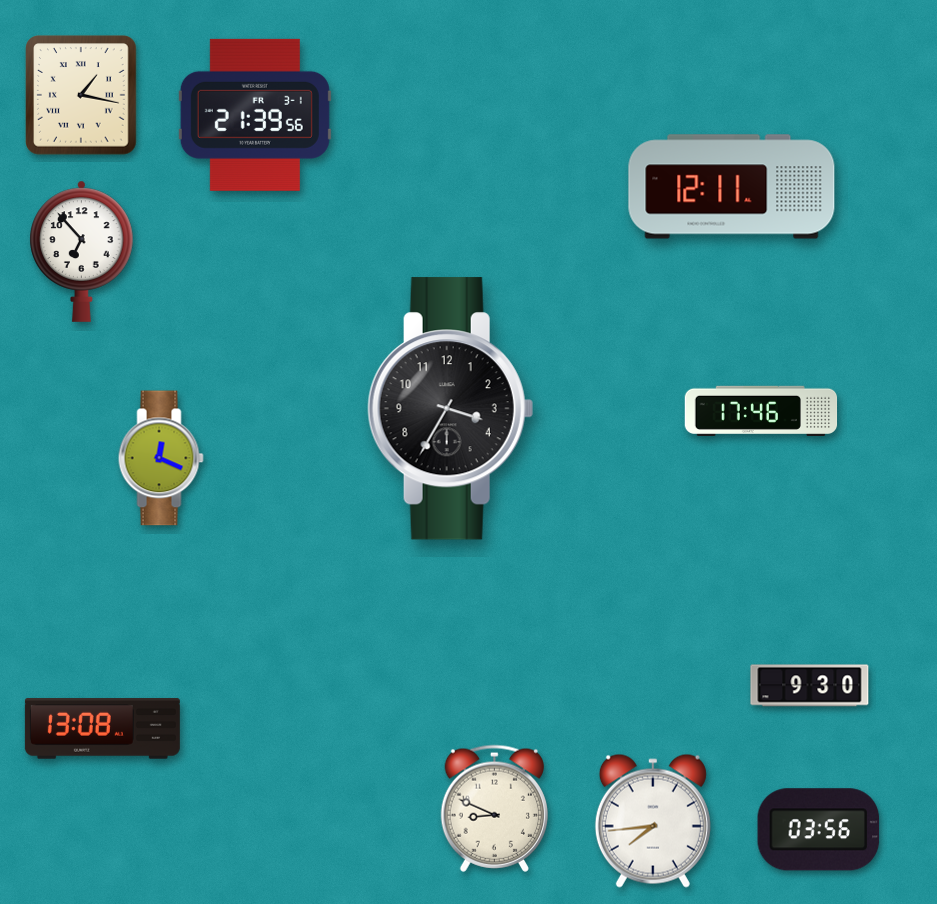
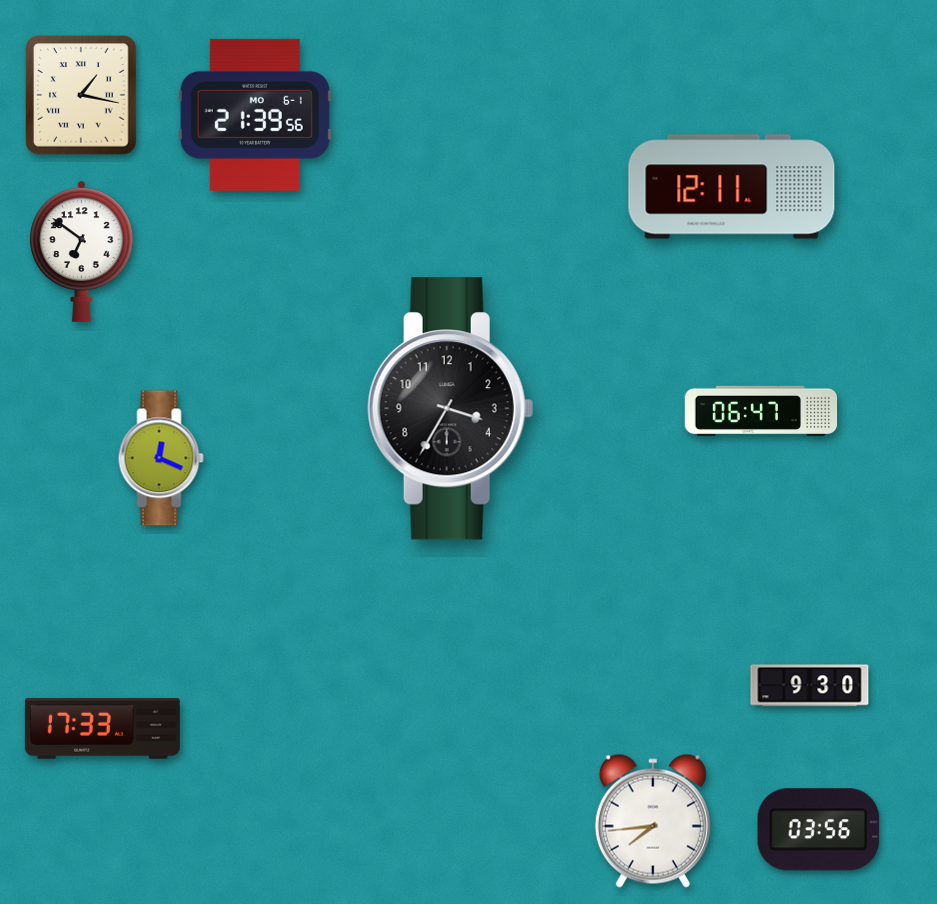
clock at (255, 115) date: FR 3-1 -> MO 6-1
clock at (82, 251): 6:53 -> 6:51
clock at (761, 410): 17:46 -> 06:47
clock at (102, 729): 13:08 -> 17:33
clock at (494, 808): 8:49 -> none
